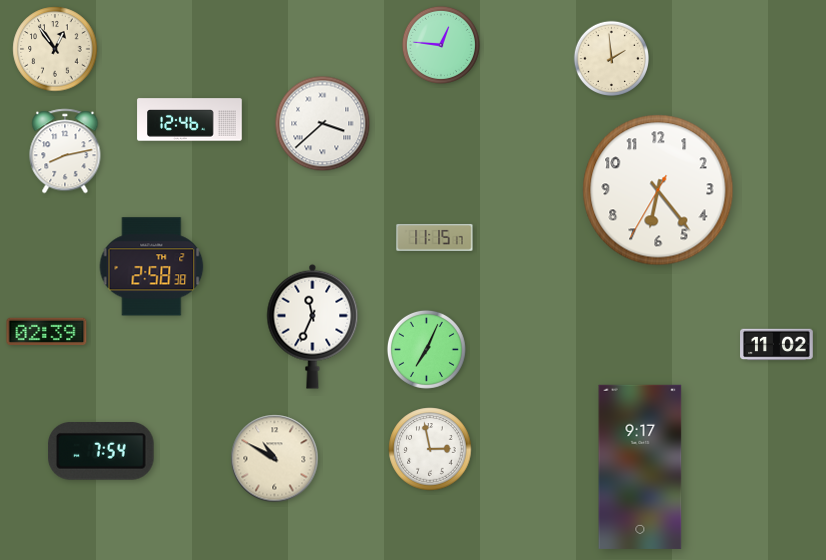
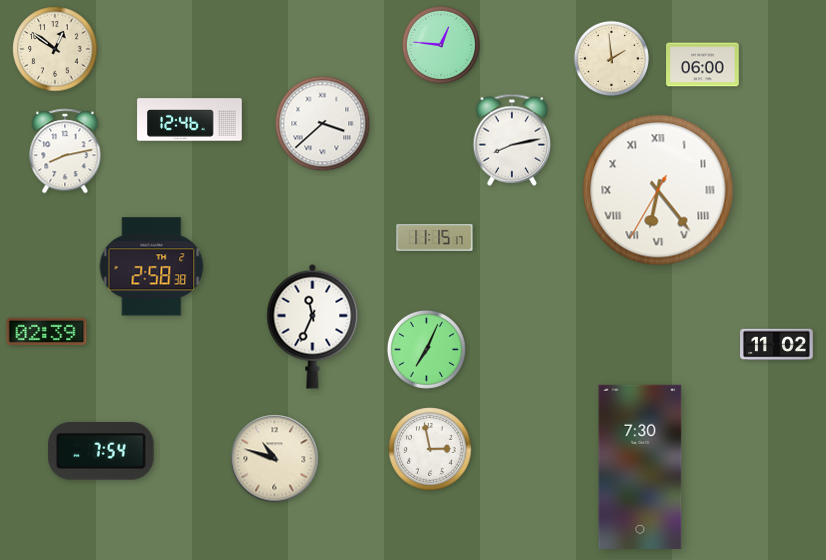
clock at (55, 49): 12:54 -> 12:51
clock at (703, 65): none -> 06:00
clock at (512, 140): none -> 8:13
clock at (658, 190) numerals: Arabic -> Roman
clock at (275, 459): 10:50 -> 10:48
clock at (640, 467): 9:17 -> 7:30
